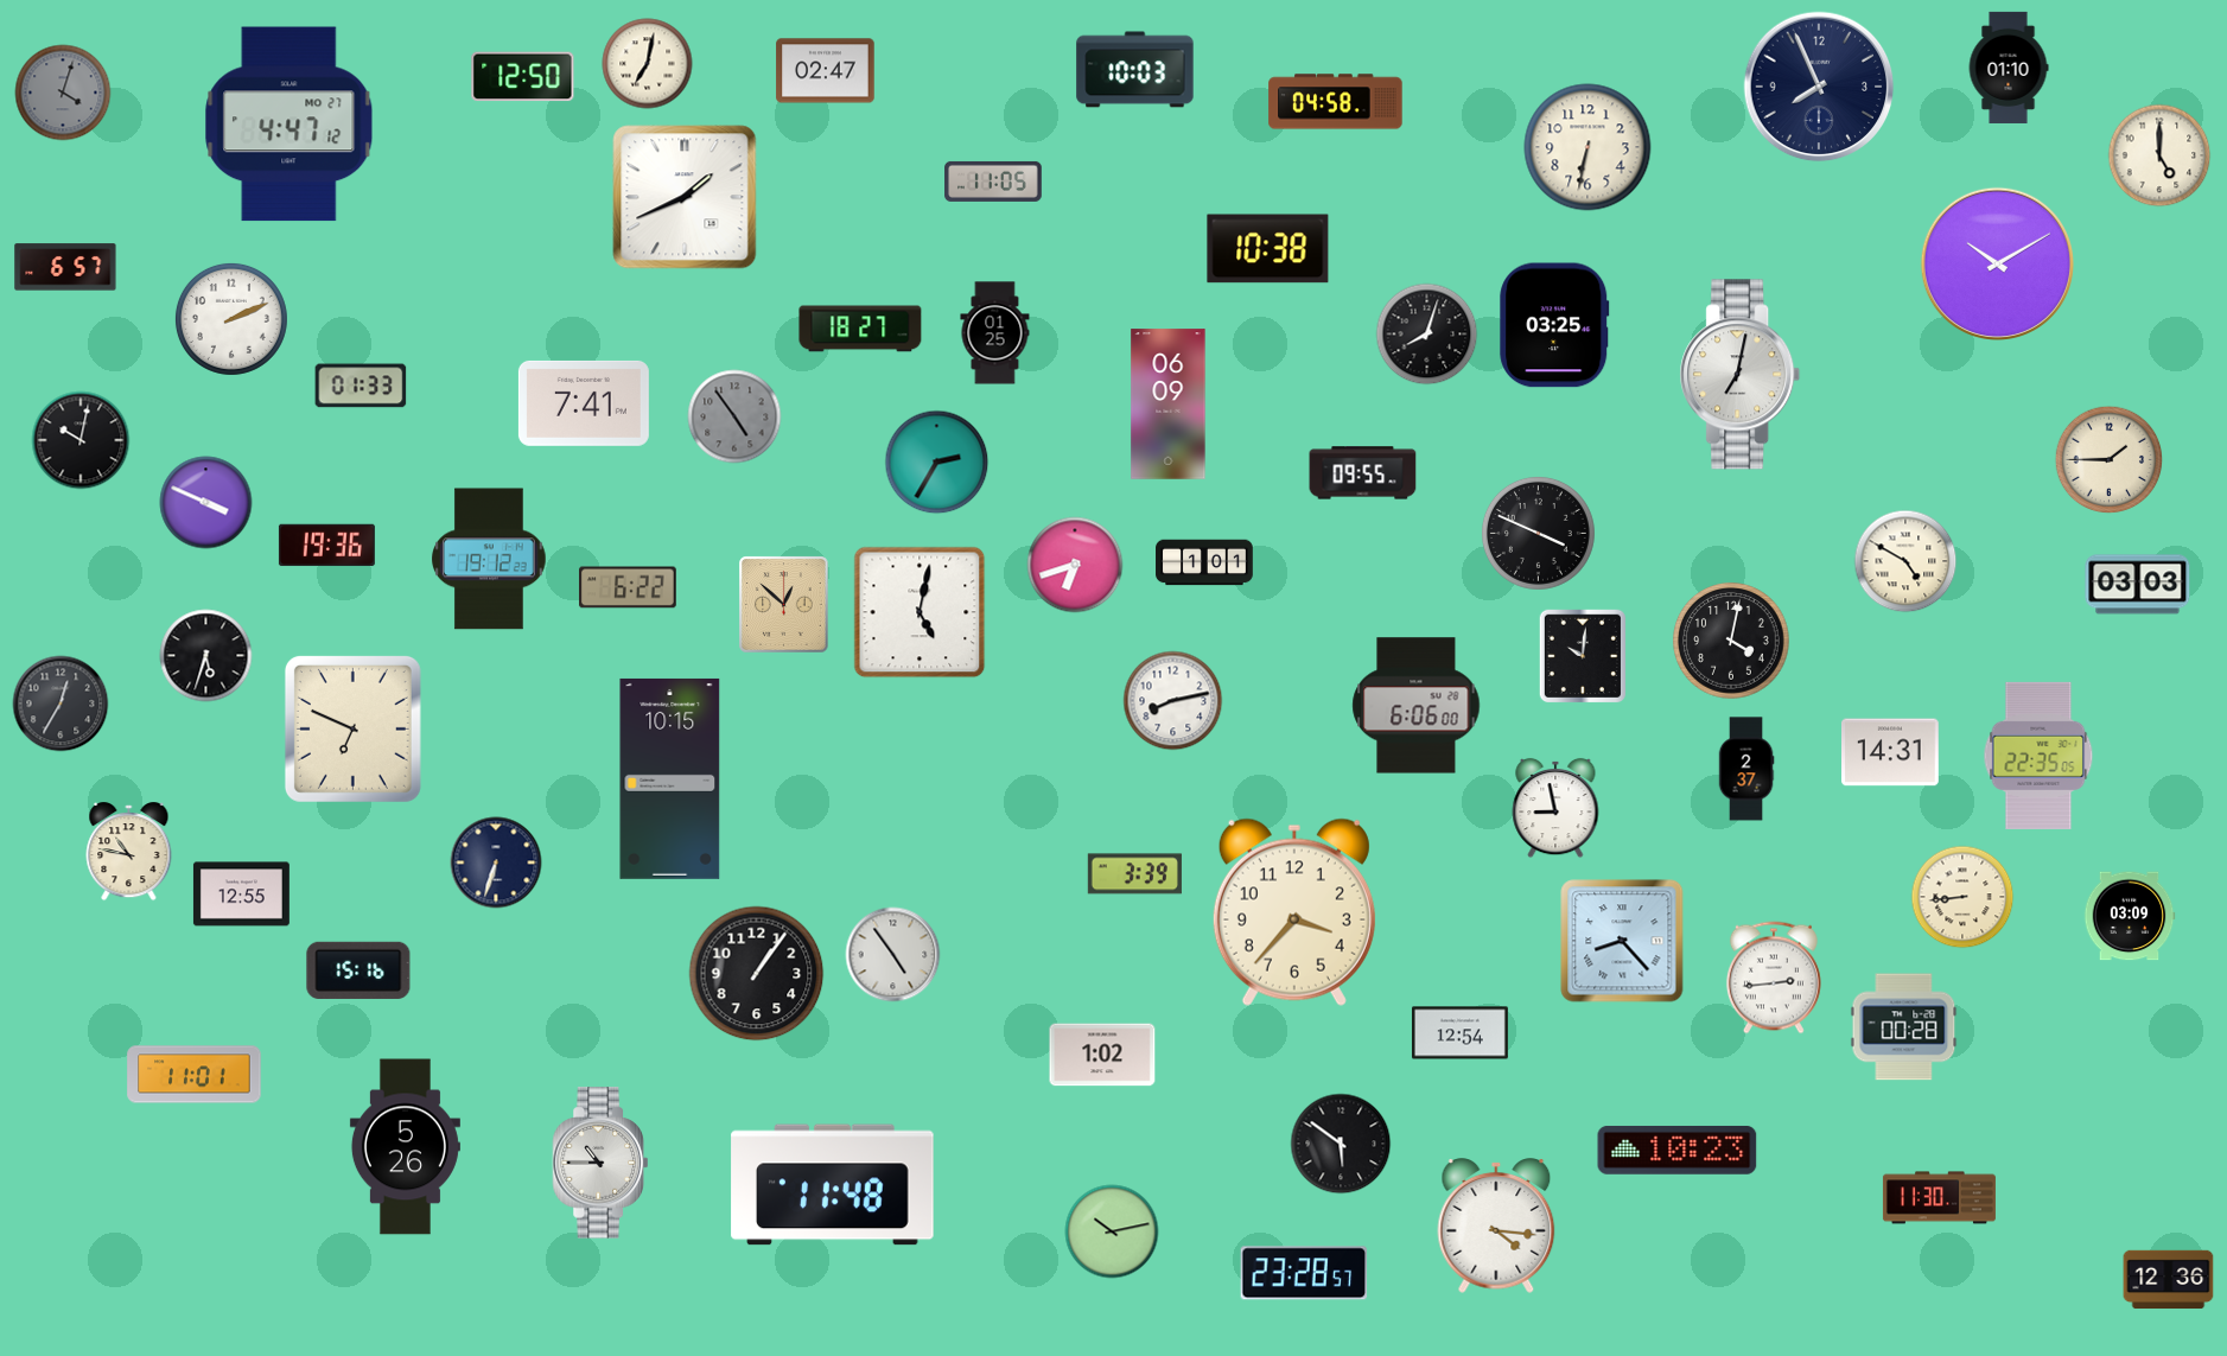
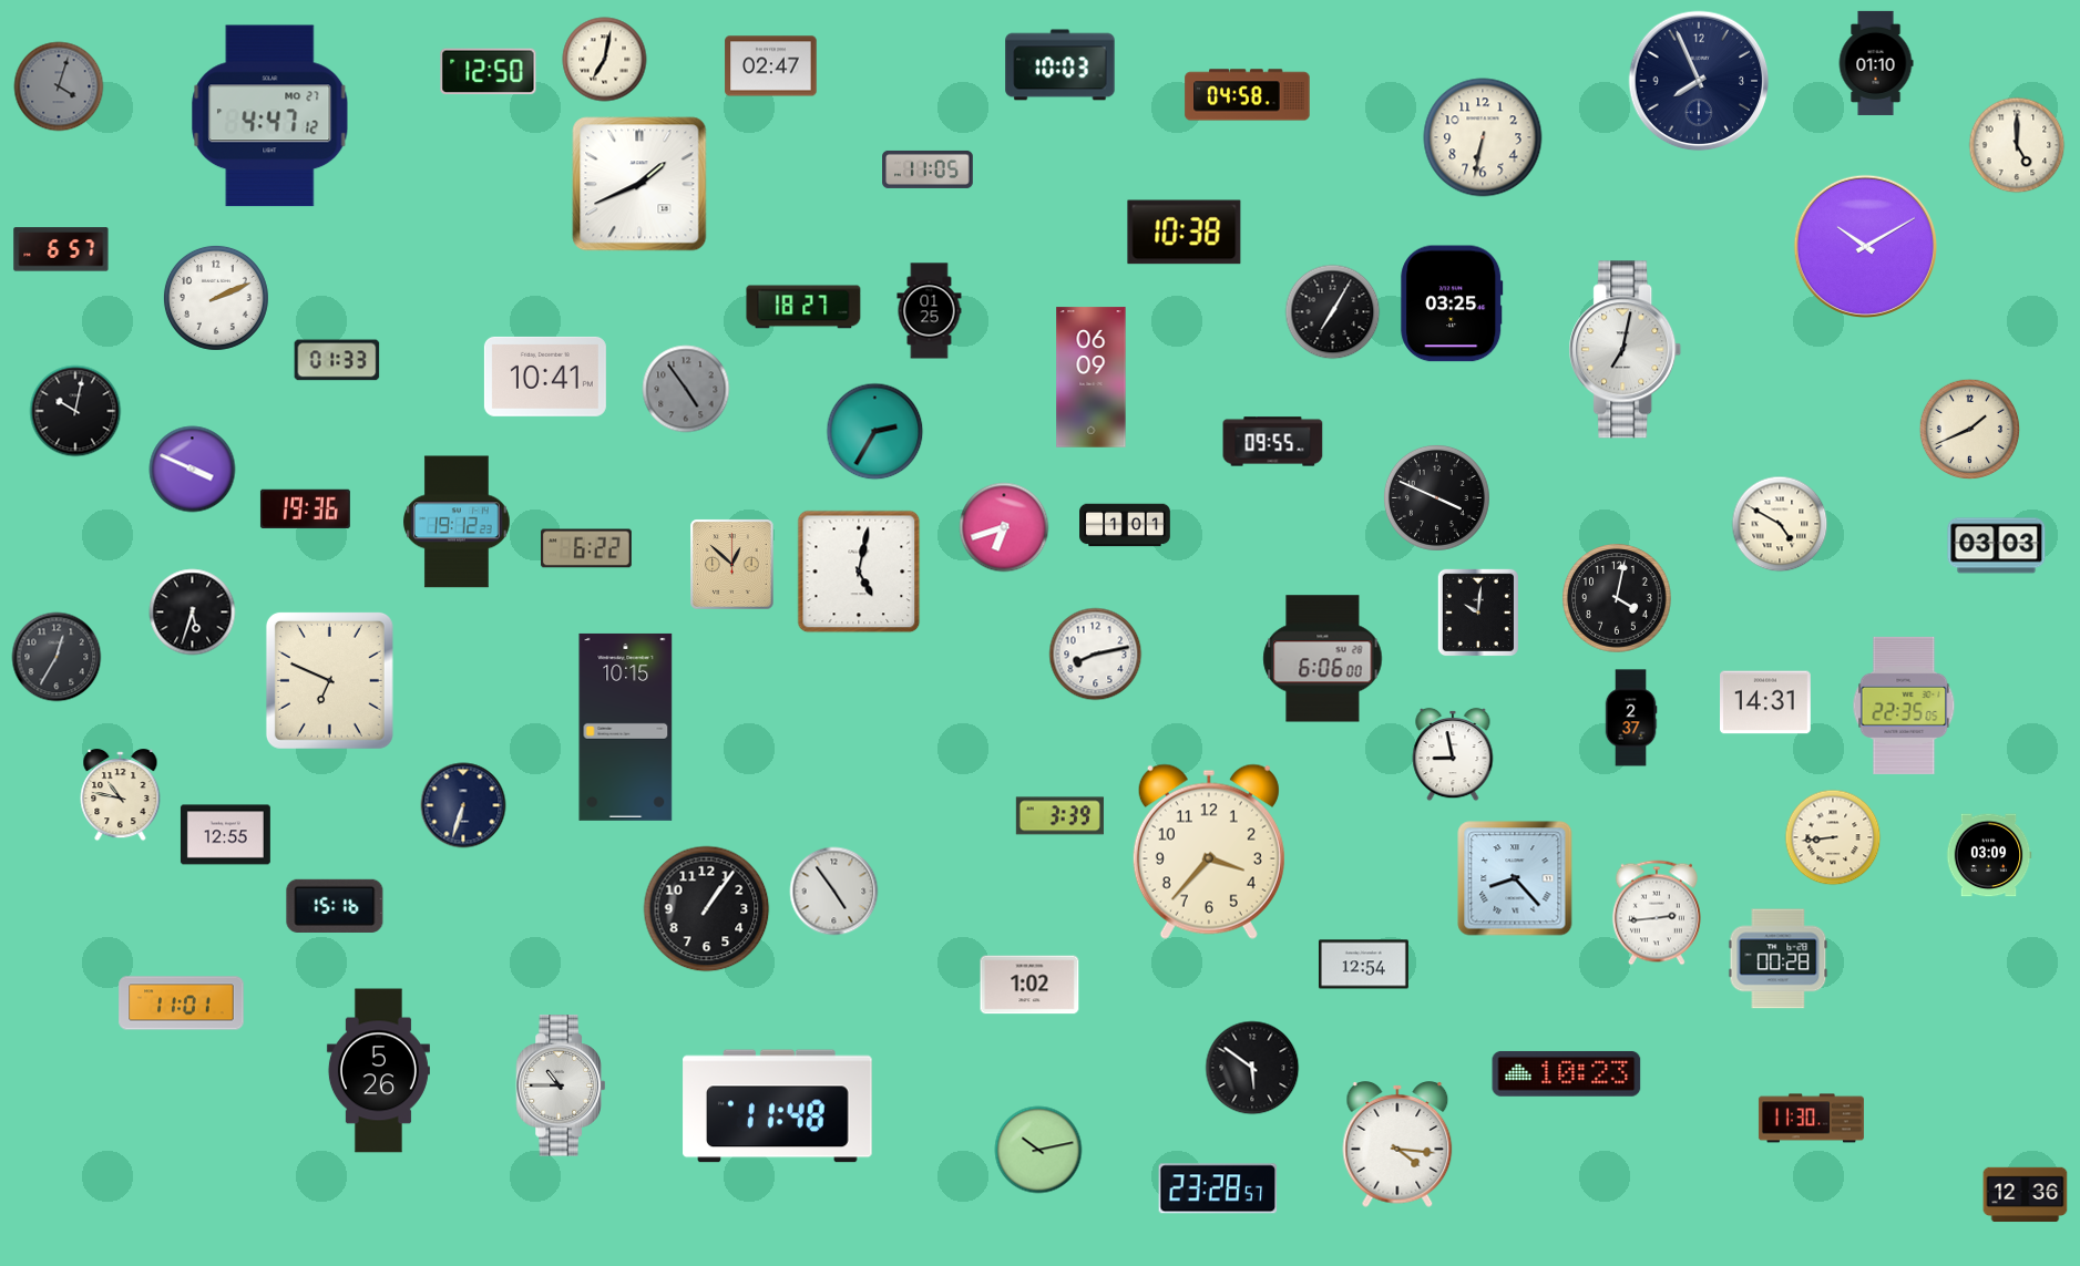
clock at (1427, 335): 8:03 -> 7:05
clock at (584, 403): 7:41 -> 10:41
clock at (2110, 460): 1:45 -> 1:41
